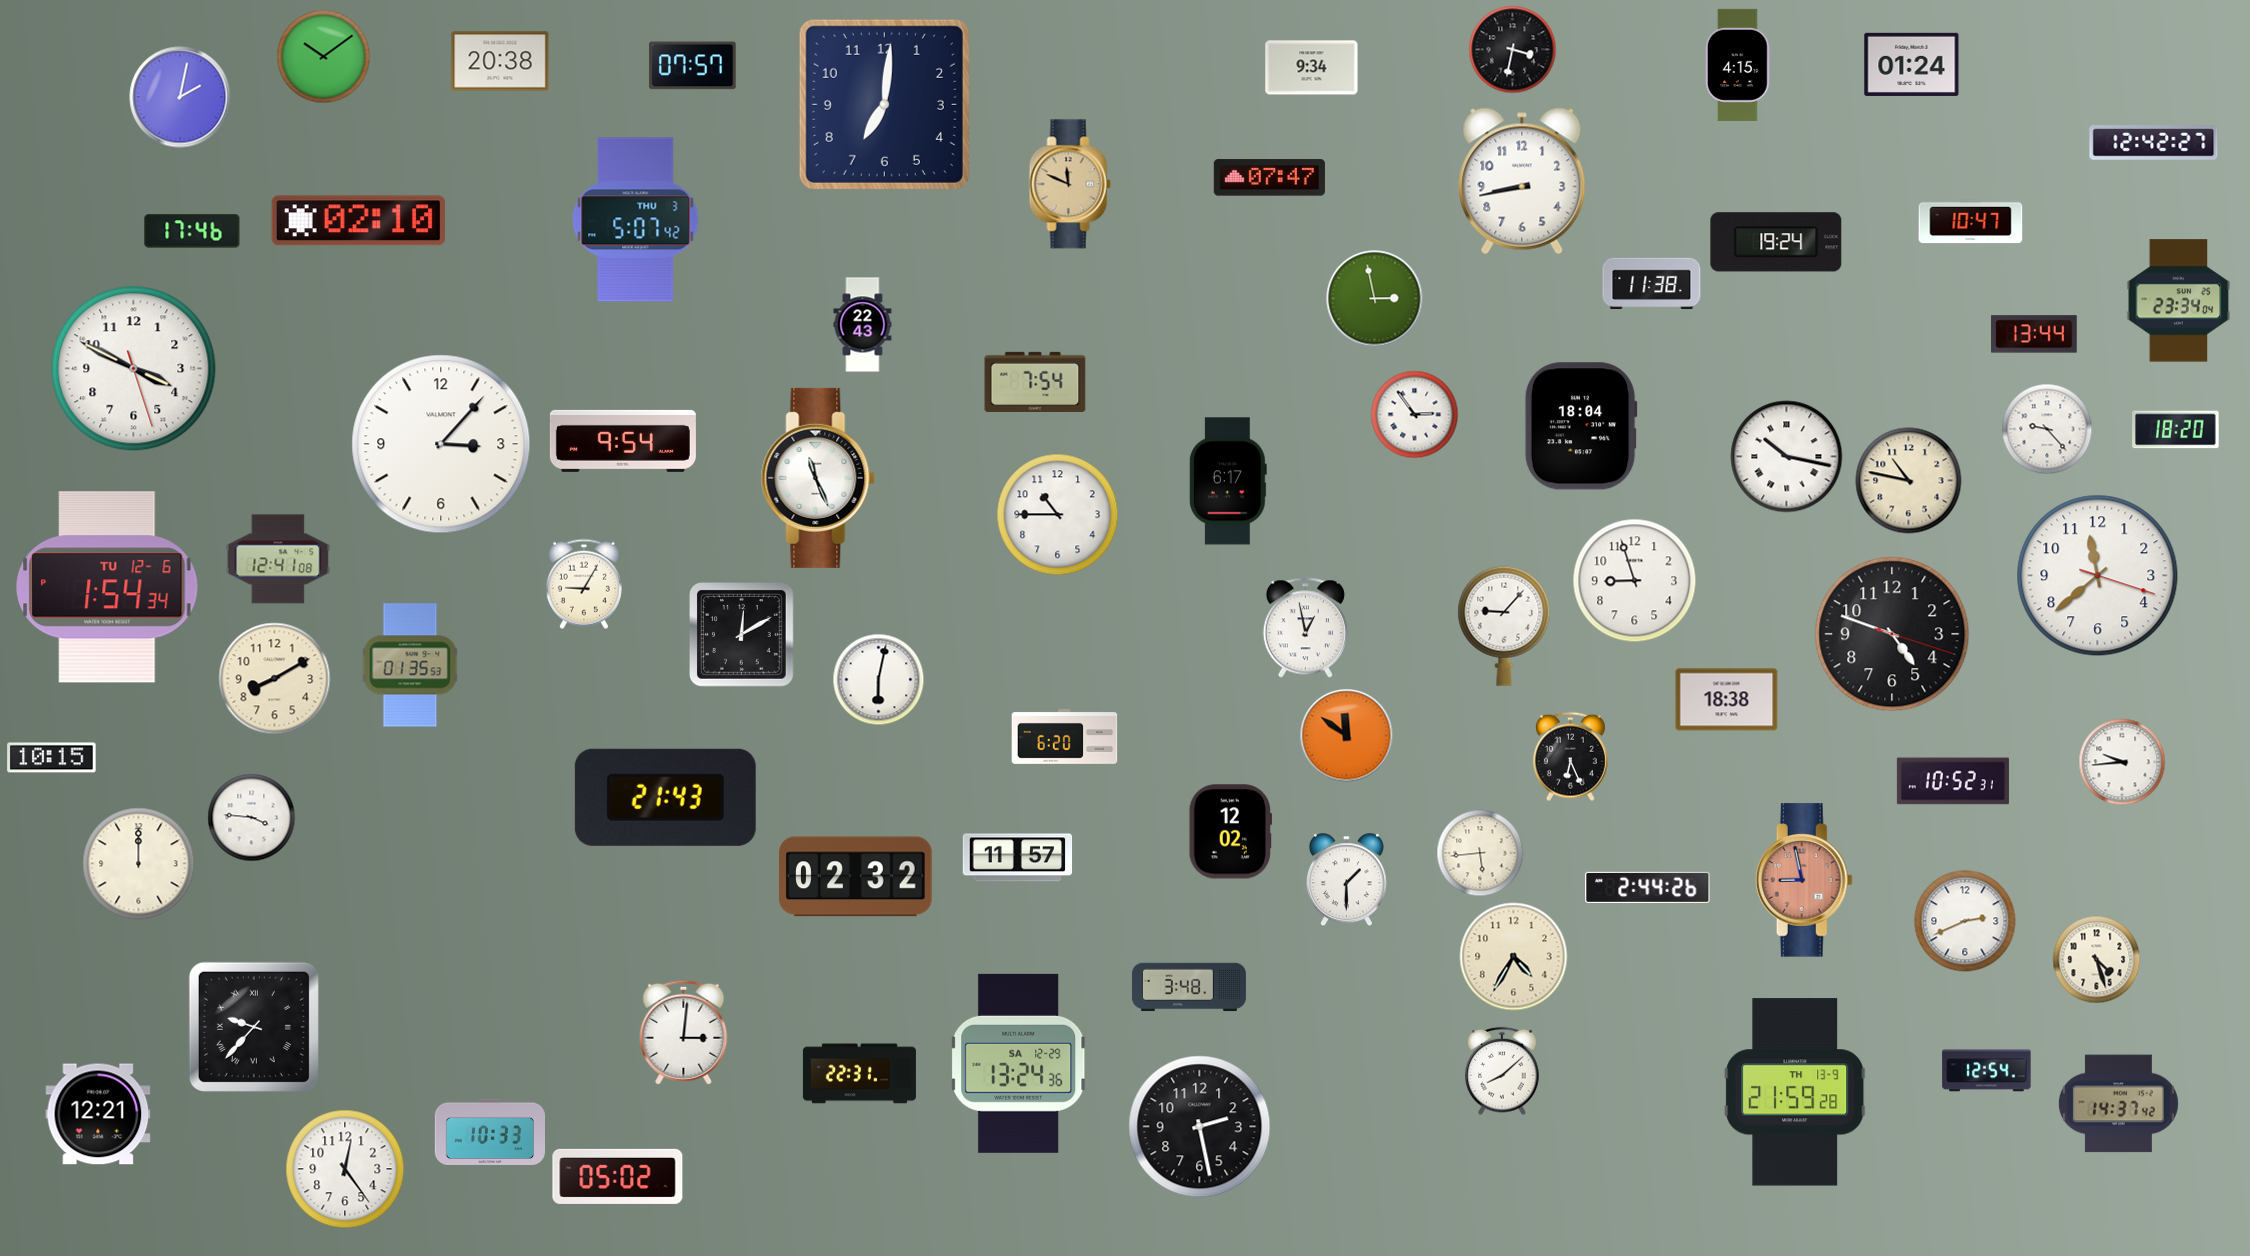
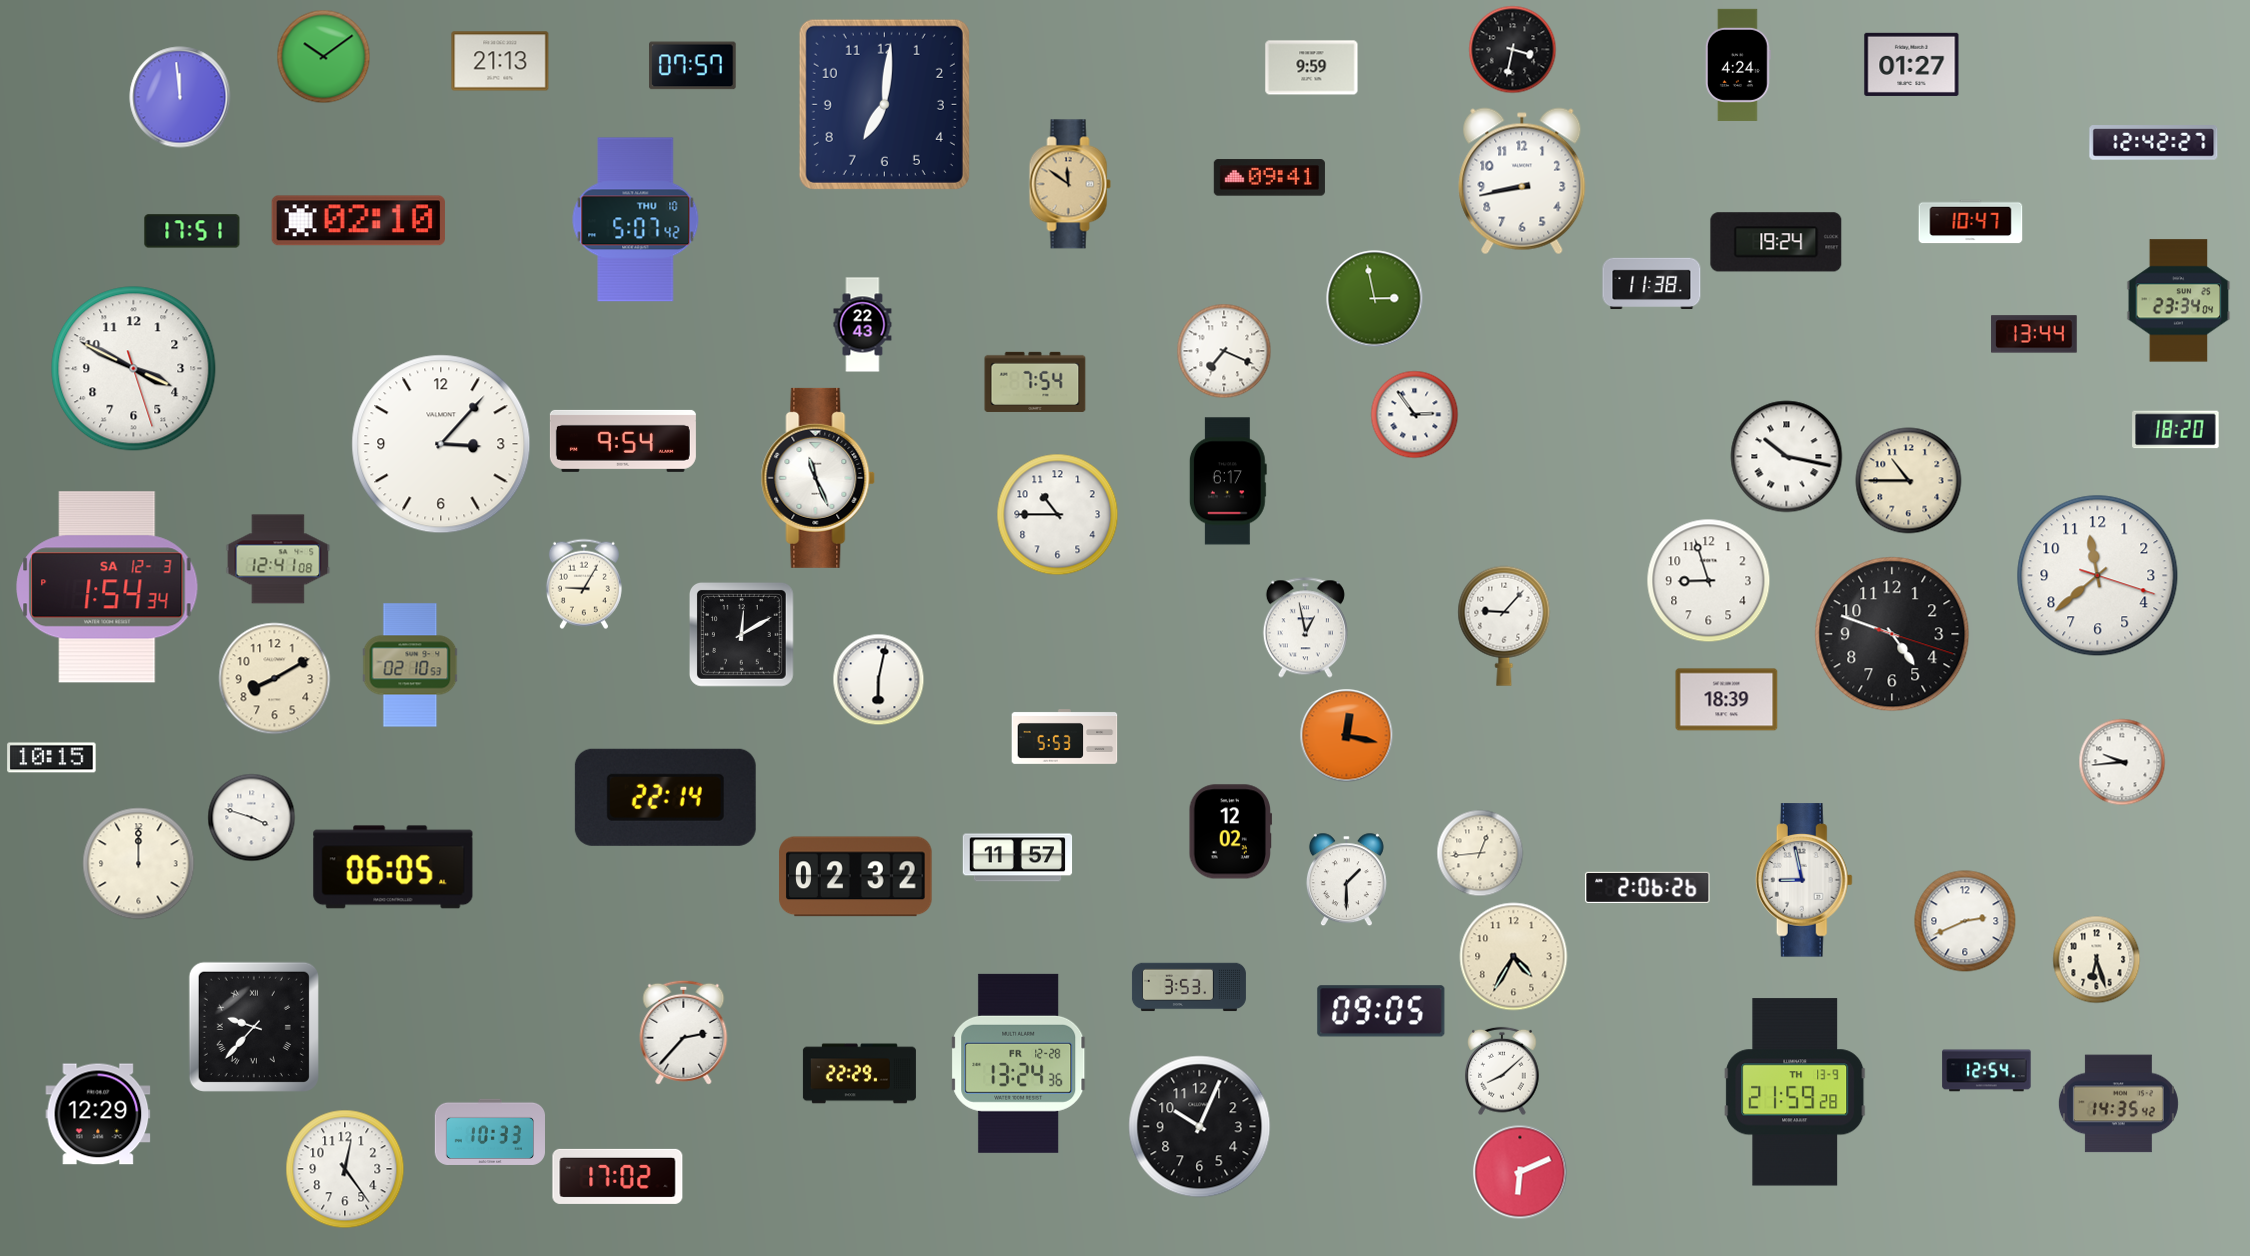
clock at (500, 61): 20:38 -> 21:13
clock at (1912, 64): 01:24 -> 01:27
clock at (1738, 65): 4:15 -> 4:24
clock at (1312, 68): 9:34 -> 9:59
clock at (180, 97): 2:02 -> 11:59
clock at (1269, 178): 07:47 -> 09:41
clock at (1070, 184): 11:49 -> 11:51
clock at (636, 220) date: THU 3 -> THU 10
clock at (192, 231): 17:46 -> 17:51
clock at (1224, 351): none -> 7:19
clock at (1581, 426): 18:04 -> none
clock at (2047, 429): 9:23 -> none
clock at (1909, 481): 10:47 -> 10:45
clock at (1635, 581) position: (1635, 581) -> (1709, 581)
clock at (107, 587) date: TU 12-6 -> SA 12-3
clock at (410, 665): 01:35 -> 02:10
clock at (1727, 700): 18:38 -> 18:39
clock at (1347, 736): 11:51 -> 12:17
clock at (1065, 737): 6:20 -> 5:53
clock at (1570, 757): 6:26 -> none
clock at (1953, 781): 10:52 -> none
clock at (665, 797): 21:43 -> 22:14
clock at (252, 818): 3:46 -> 3:48
clock at (1480, 853): 5:44 -> 12:44
clock at (393, 867): none -> 06:05
clock at (1804, 880) dial: salmon -> white
clock at (1648, 887): 2:44 -> 2:06
clock at (2097, 960): 4:27 -> 6:27
clock at (1189, 987): 3:48 -> 3:53
clock at (1381, 1011): none -> 09:05
clock at (684, 1032): 3:01 -> 2:37
clock at (1019, 1063) date: SA 12-29 -> FR 12-28
clock at (859, 1074): 22:31 -> 22:29
clock at (2118, 1104): 14:37 -> 14:35
clock at (98, 1114): 12:21 -> 12:29
clock at (1200, 1127): 2:28 -> 10:04
clock at (1520, 1172): none -> 6:11
clock at (618, 1176): 05:02 -> 17:02
